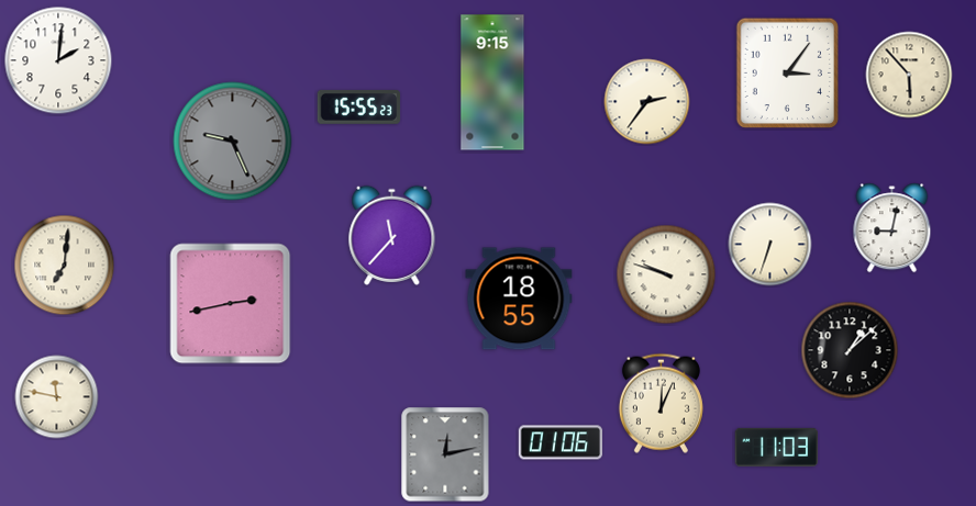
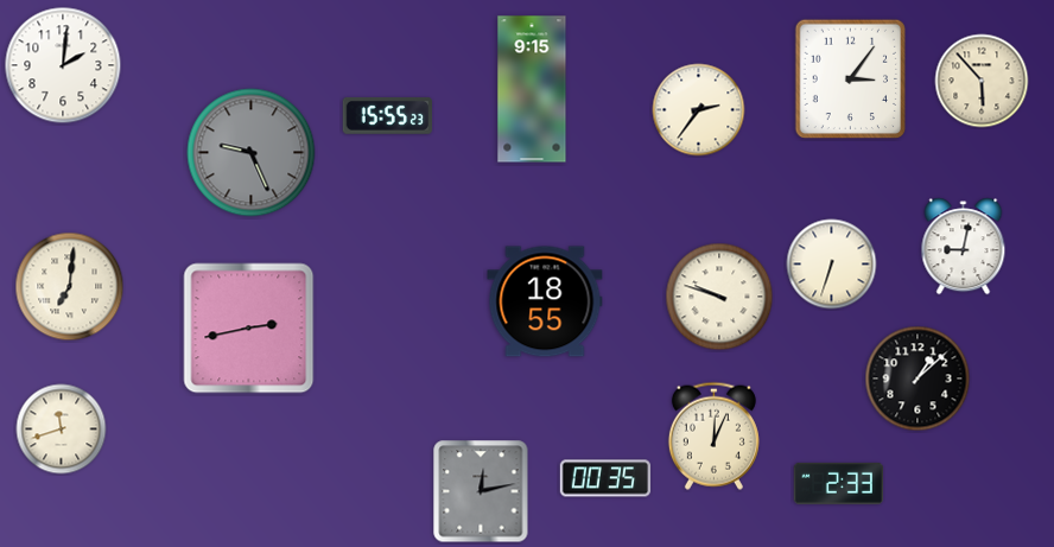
clock at (392, 235): 11:37 -> none
clock at (519, 299) position: (519, 299) -> (545, 301)
clock at (57, 397): 11:47 -> 11:42
clock at (561, 442): 01:06 -> 00:35
clock at (777, 447): 11:03 -> 2:33
